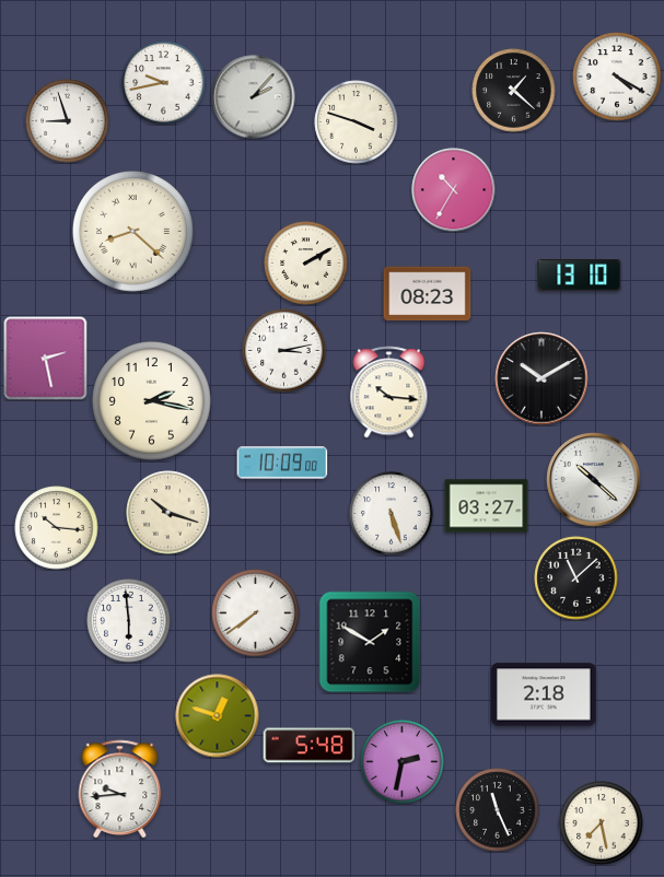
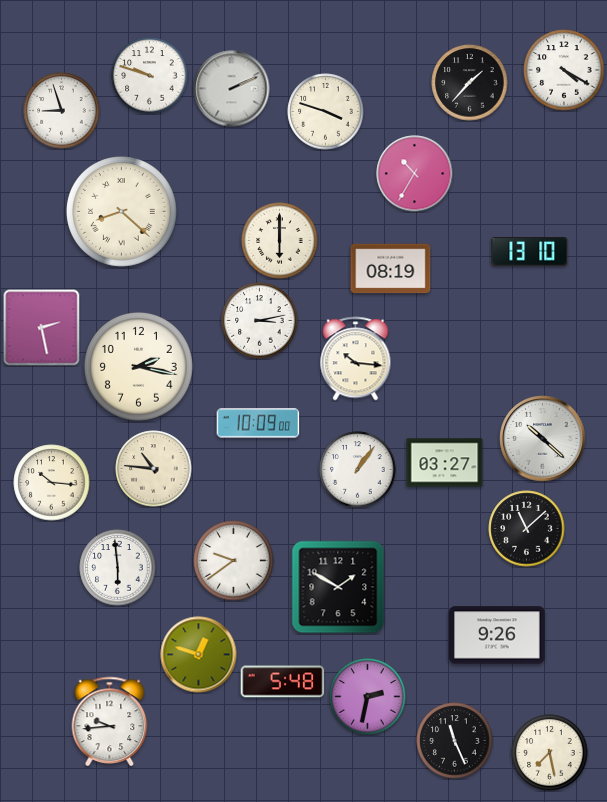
clock at (164, 83): 9:43 -> 9:48
clock at (514, 91): 1:22 -> 1:37
clock at (254, 97): 2:07 -> 2:11
clock at (306, 264): 2:10 -> 6:00
clock at (428, 294): 08:23 -> 08:19
clock at (541, 378): 10:10 -> none
clock at (168, 513): 10:18 -> 10:46
clock at (392, 514): 5:27 -> 1:06
clock at (256, 613): 7:39 -> 9:39
clock at (545, 694): 2:18 -> 9:26
